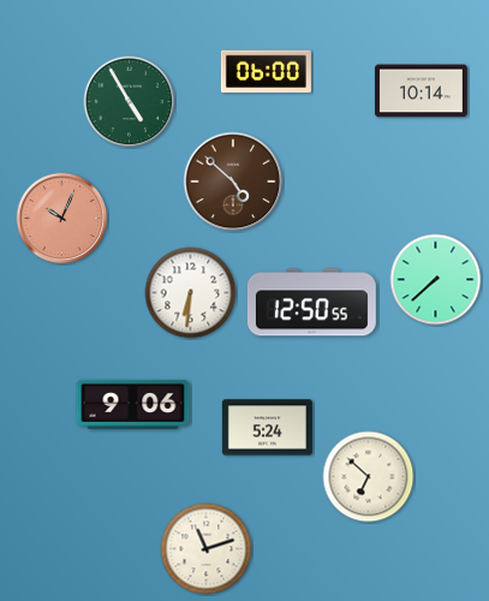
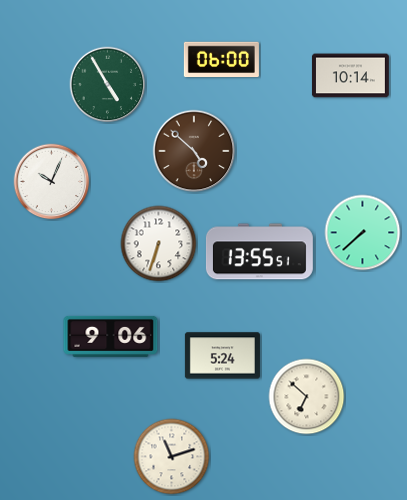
clock at (62, 219) dial: salmon -> white
clock at (191, 293): 6:31 -> 6:33
clock at (311, 303): 12:50 -> 13:55
